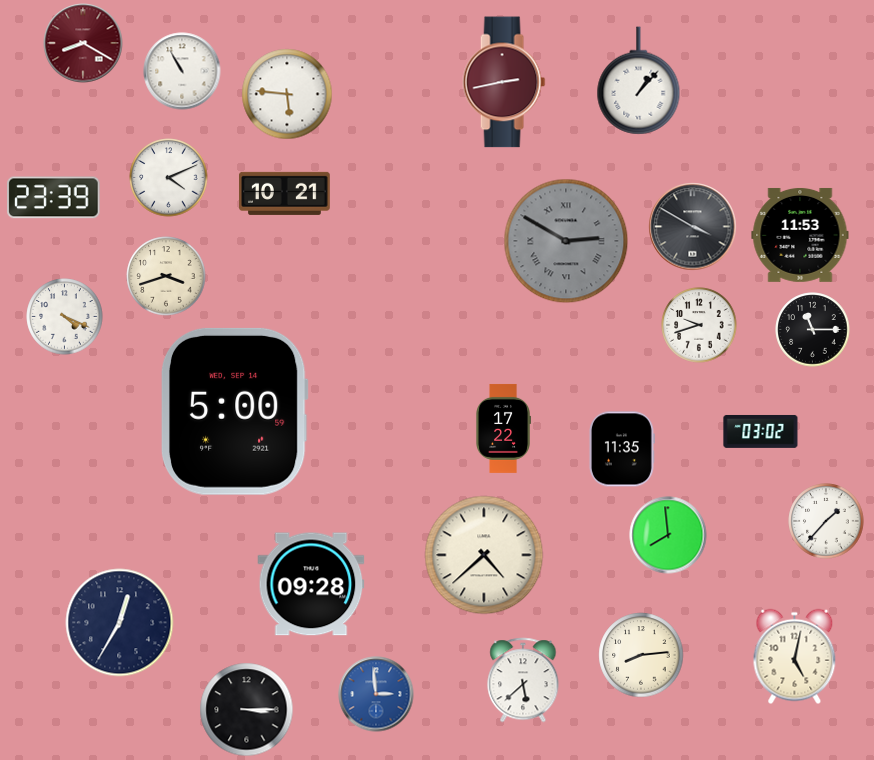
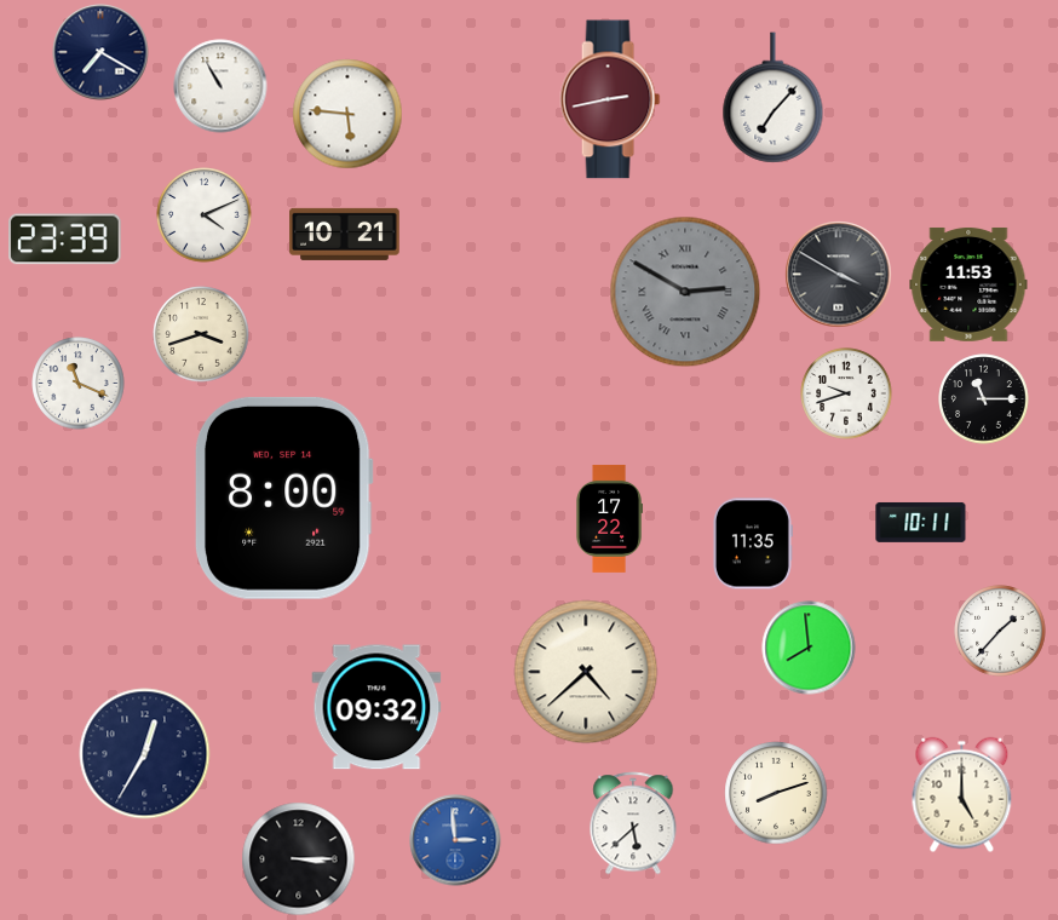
clock at (83, 43): 8:20 -> 7:20
clock at (83, 43) dial: burgundy -> navy
clock at (639, 81): 1:07 -> 7:07
clock at (65, 317): 4:19 -> 11:19
clock at (234, 411): 5:00 -> 8:00
clock at (761, 431): 03:02 -> 10:11
clock at (311, 584): 09:28 -> 09:32
clock at (641, 655): 8:14 -> 8:12
clock at (795, 657): 5:02 -> 5:00
